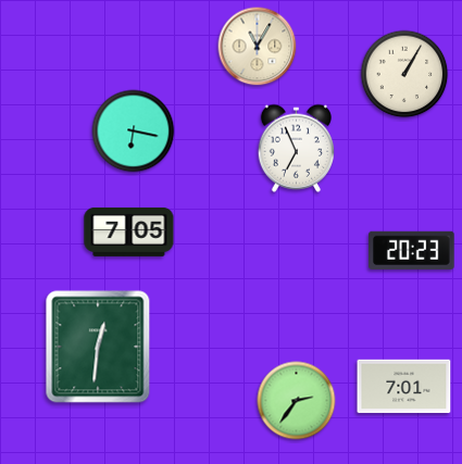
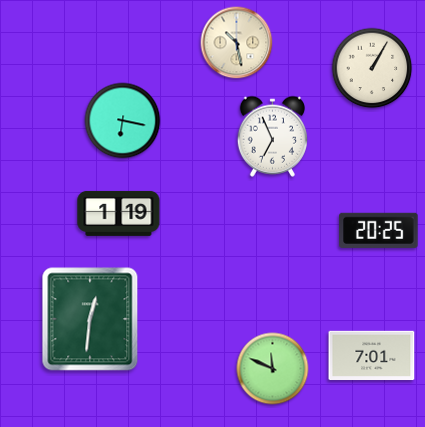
clock at (258, 47): 11:05 -> 10:28
clock at (129, 231): 7:05 -> 1:19
clock at (412, 250): 20:23 -> 20:25
clock at (297, 401): 2:36 -> 11:49
